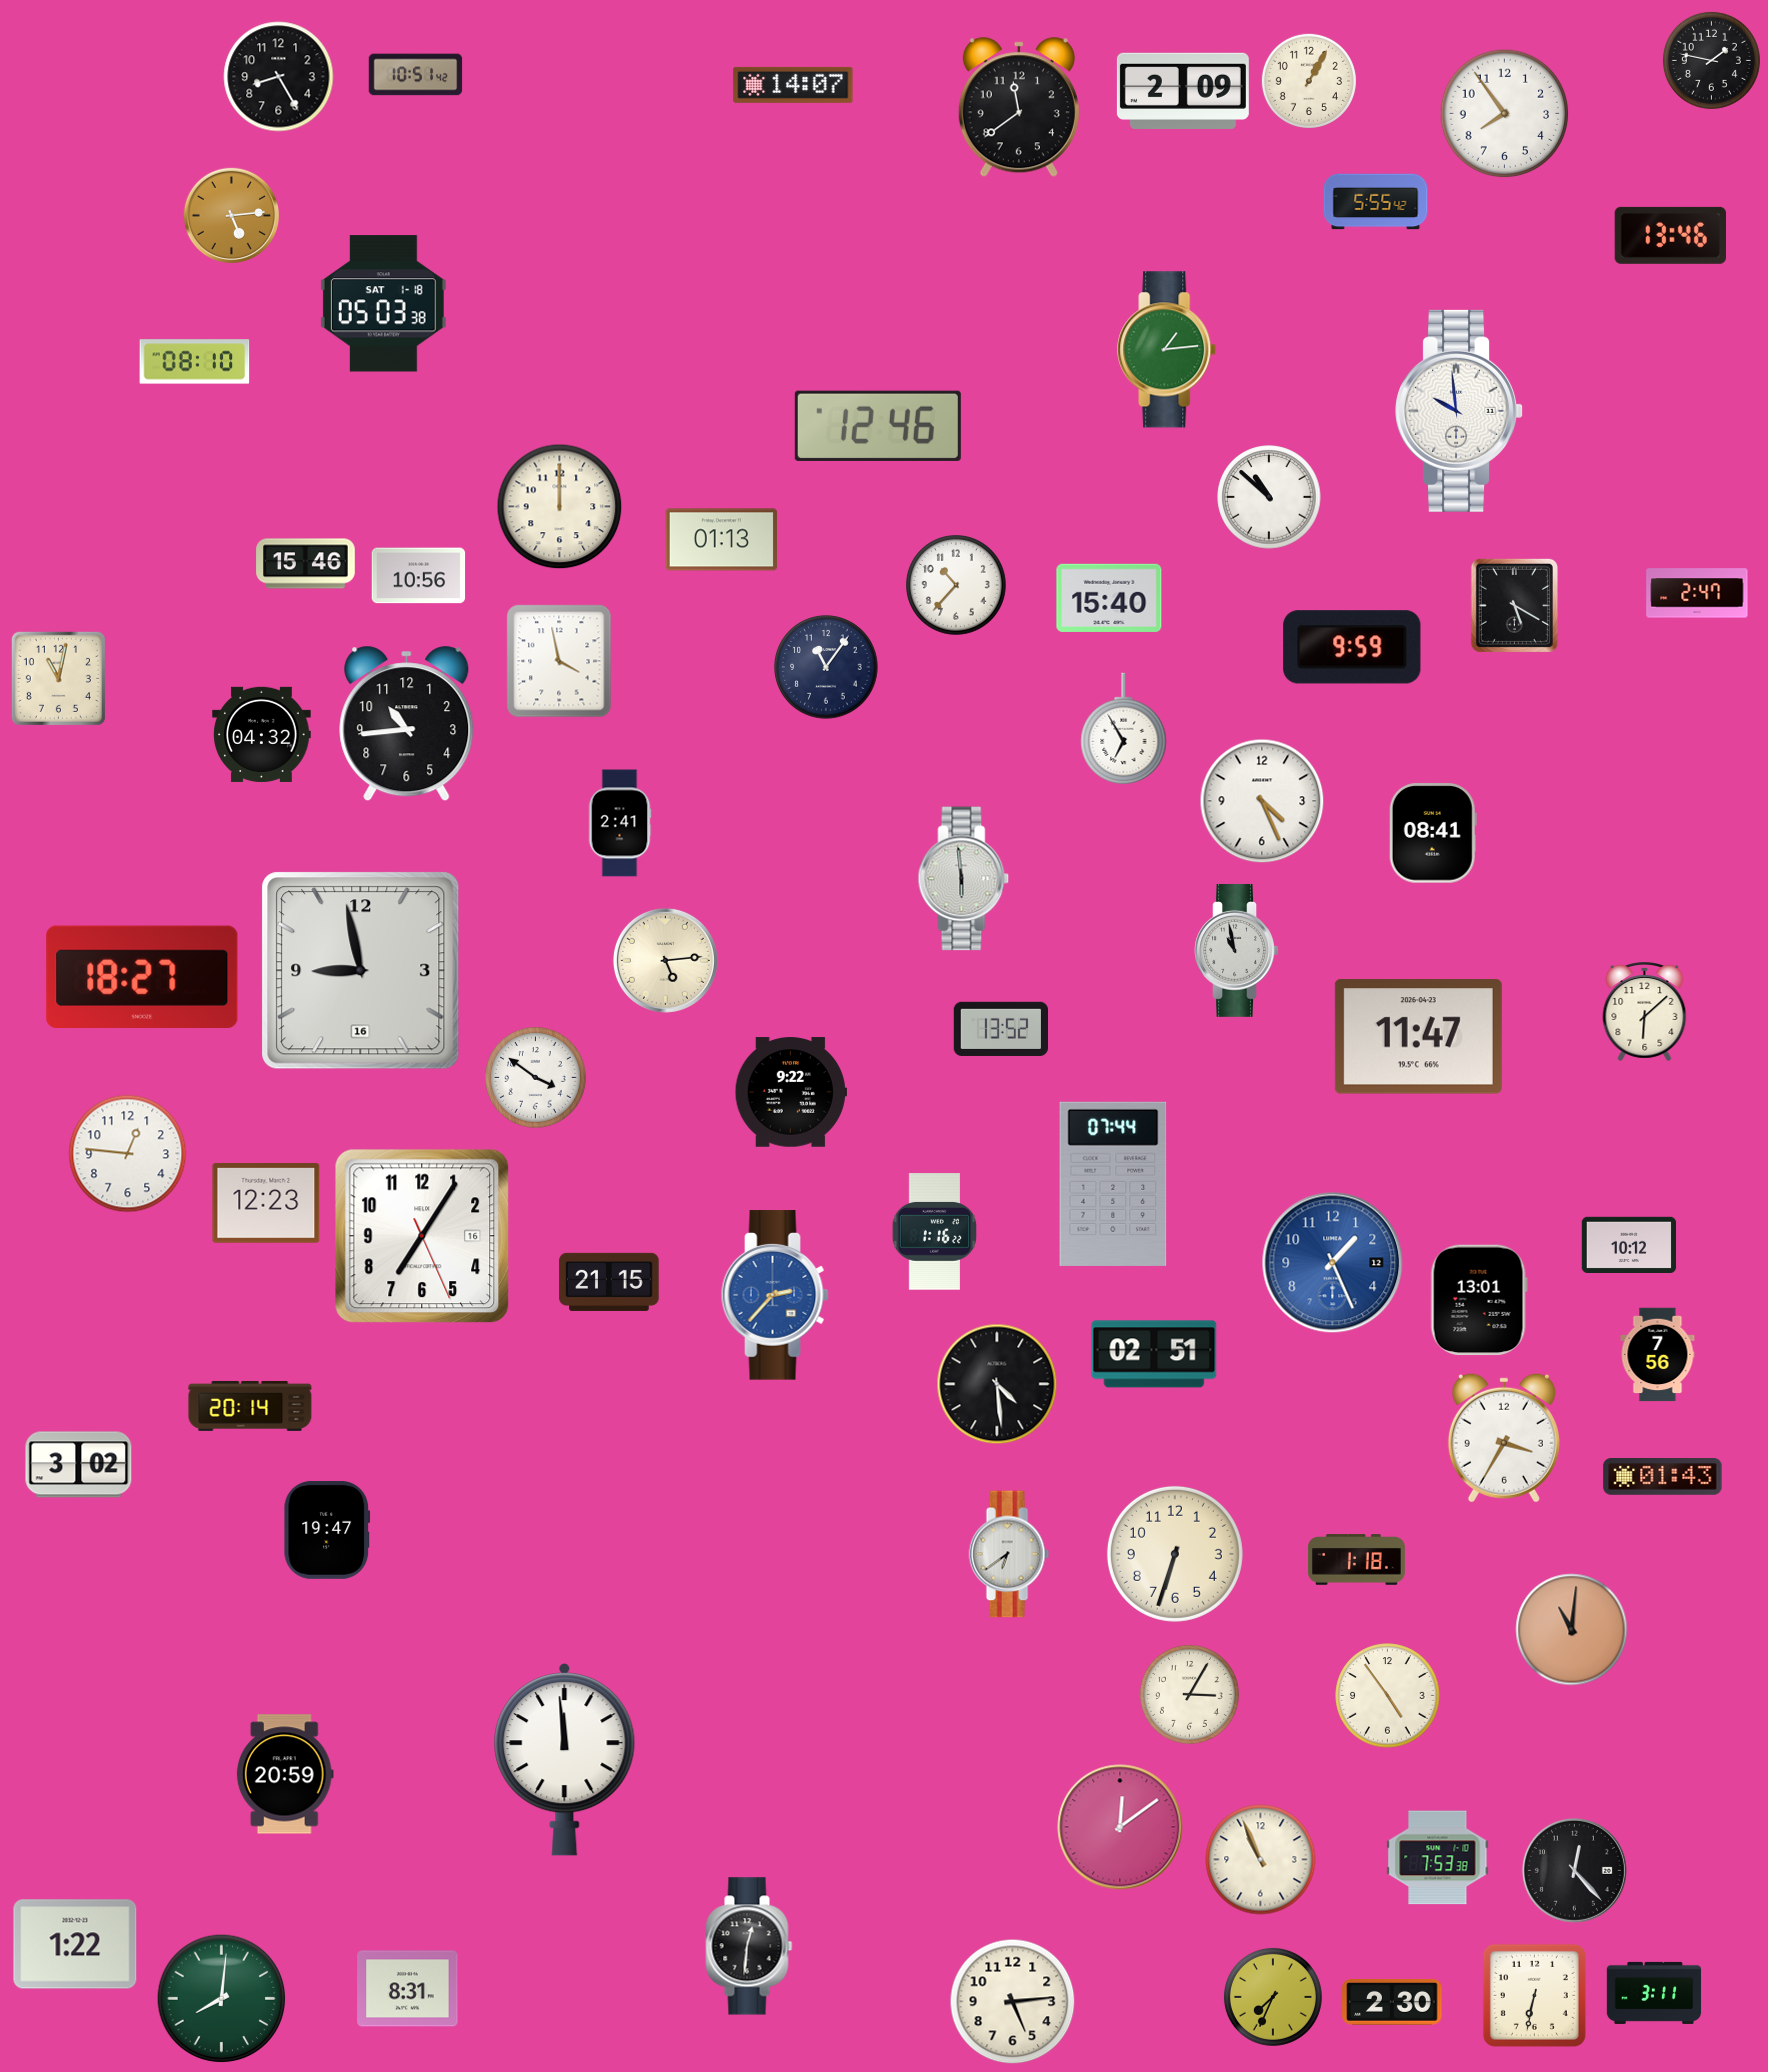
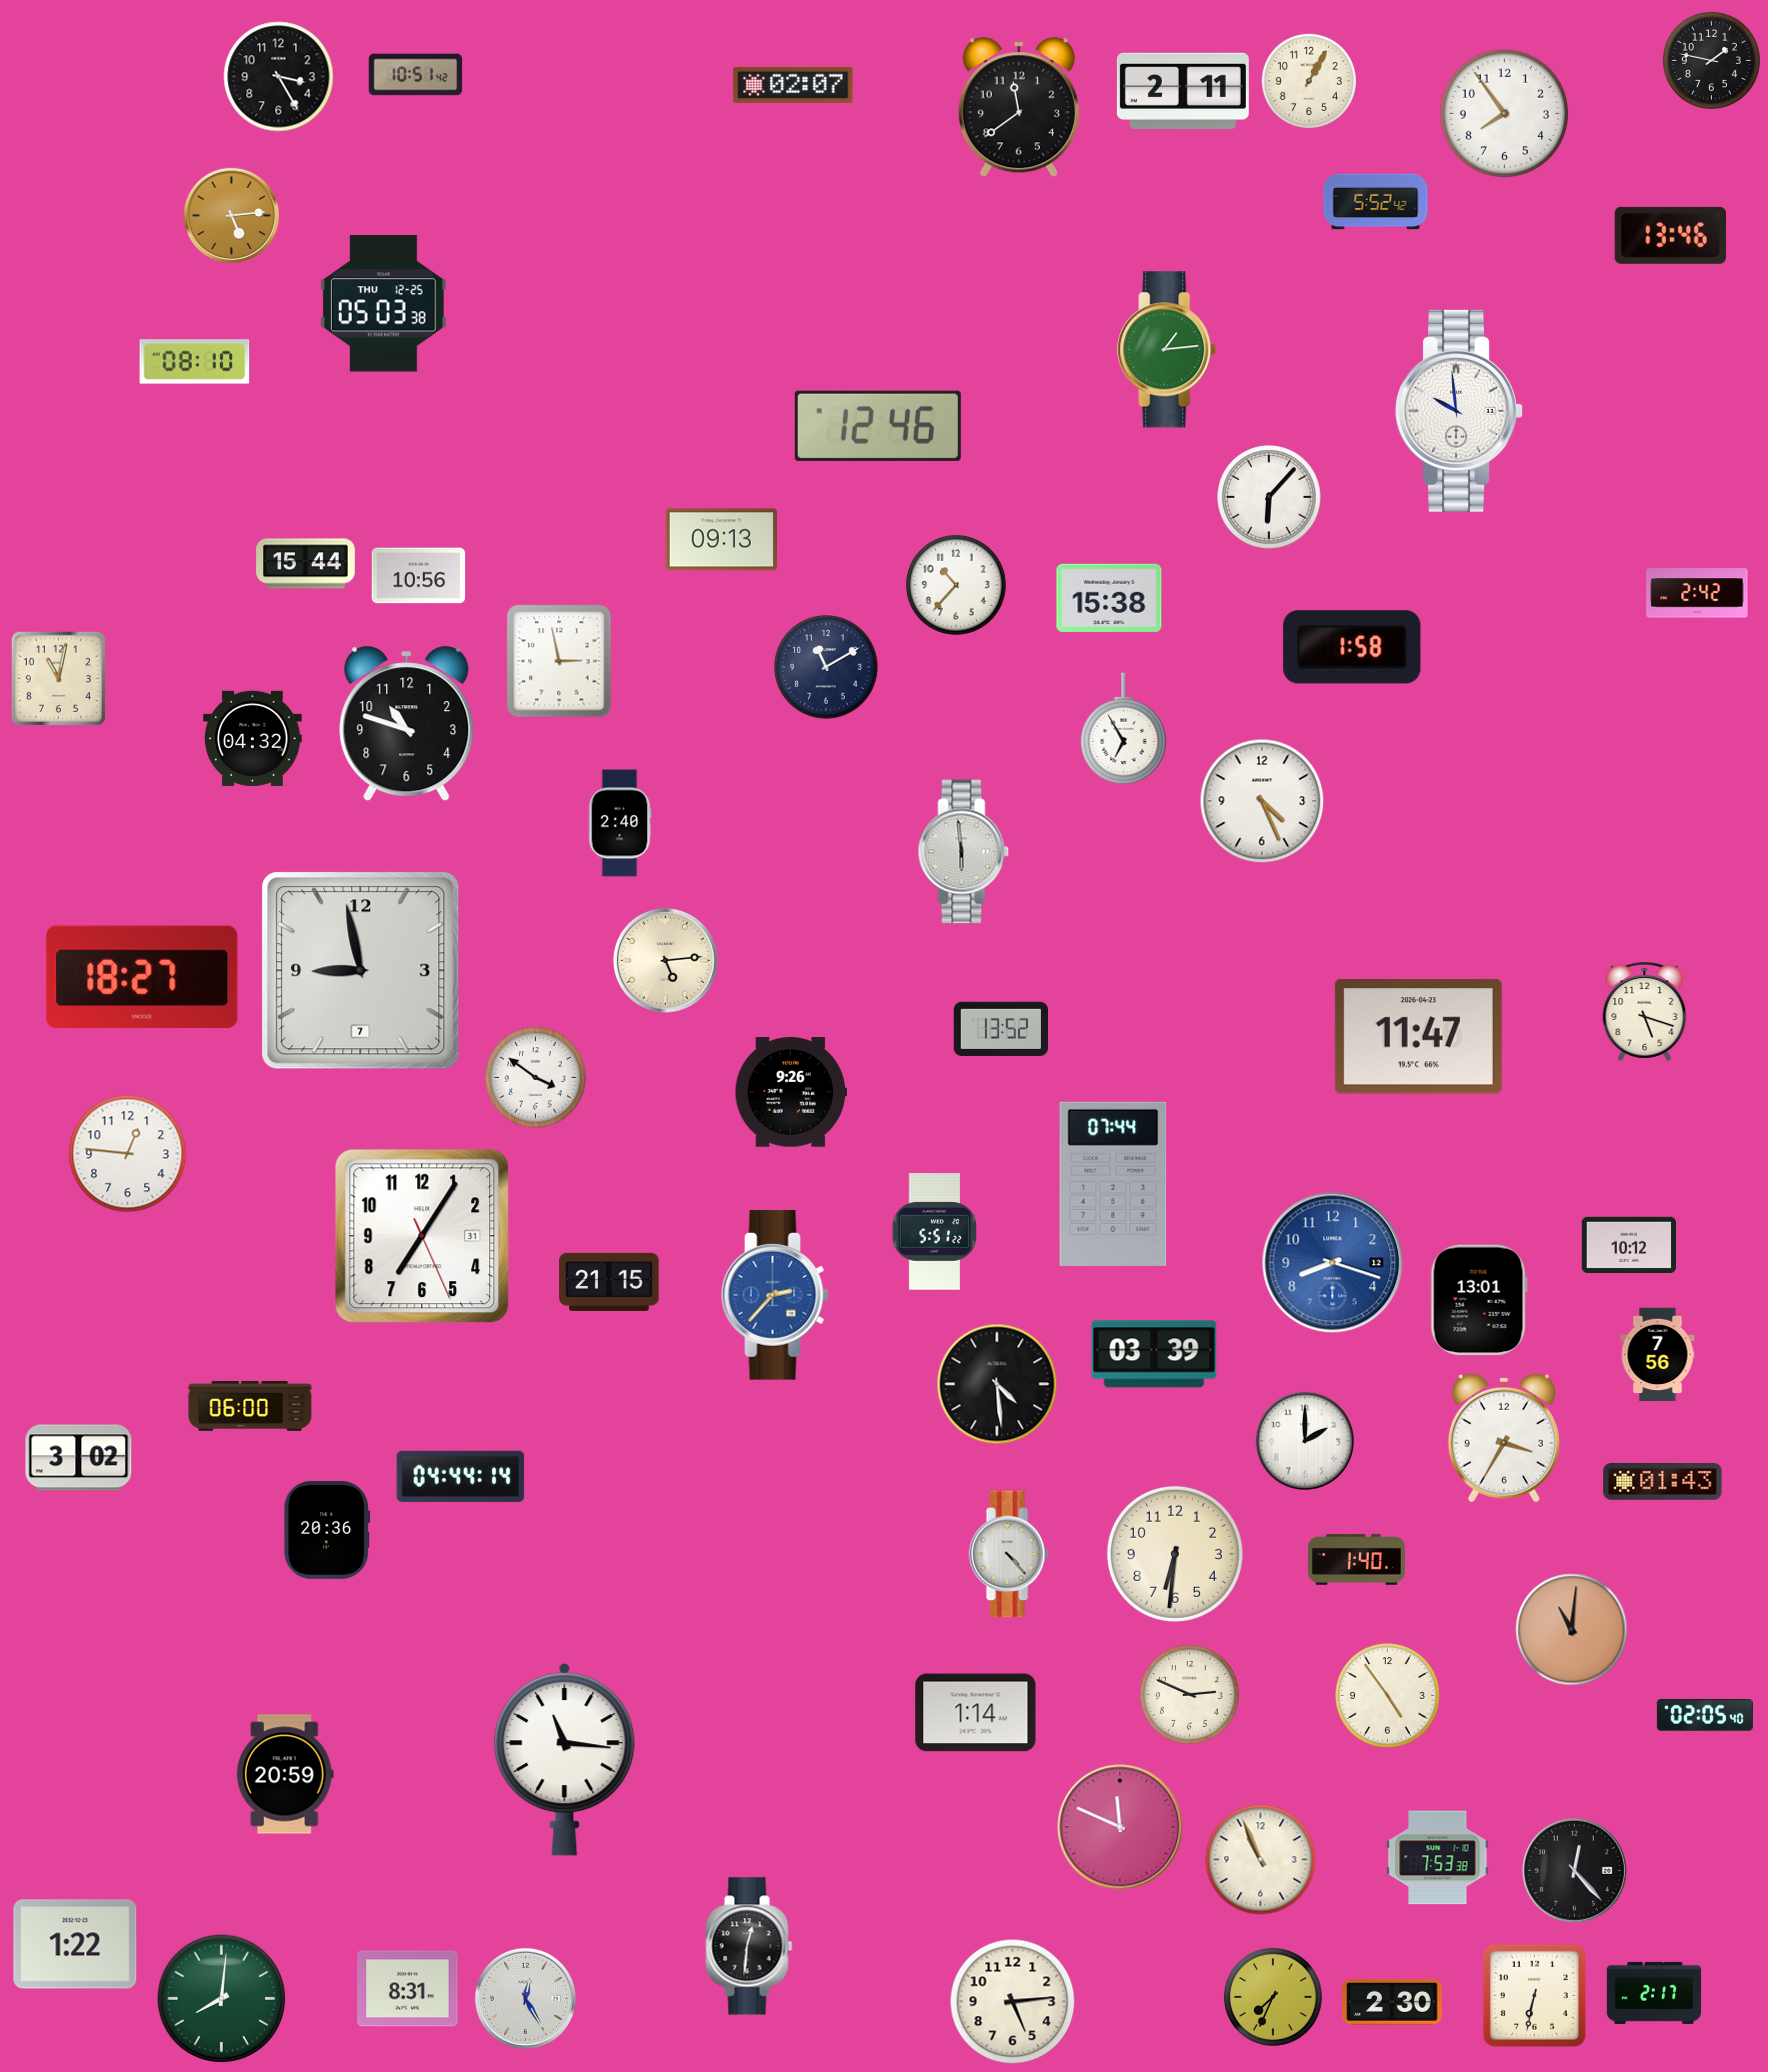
clock at (279, 77): 8:25 -> 3:25
clock at (793, 85): 14:07 -> 02:07
clock at (1183, 90): 2:09 -> 2:11
clock at (1376, 202): 5:55 -> 5:52
clock at (383, 304) date: SAT 1-18 -> THU 12-25
clock at (1269, 497): 10:52 -> 6:07
clock at (560, 507): 12:00 -> none
clock at (721, 540): 01:13 -> 09:13
clock at (306, 564): 15:46 -> 15:44
clock at (1697, 593): 2:47 -> 2:42
clock at (1109, 598): 15:40 -> 15:38
clock at (1514, 605): 5:20 -> none
clock at (1352, 647): 9:59 -> 1:58
clock at (559, 661): 3:58 -> 2:58
clock at (826, 667): 11:06 -> 11:10
clock at (407, 724): 10:44 -> 10:48
clock at (262, 734) position: (262, 734) -> (253, 738)
clock at (620, 823): 2:41 -> 2:40
clock at (1433, 833): 08:41 -> none
clock at (964, 879) position: (964, 879) -> (964, 852)
clock at (1236, 950): 10:58 -> none
clock at (361, 971) date: 16 -> 7
clock at (1645, 1011): 6:08 -> 5:18
clock at (791, 1092): 9:22 -> 9:26
clock at (266, 1204): 12:23 -> none
clock at (935, 1232): 1:16 -> 5:51
clock at (422, 1236) date: 16 -> 31
clock at (1333, 1263): 1:26 -> 8:18
clock at (1154, 1354): 02:51 -> 03:39
clock at (250, 1406): 20:14 -> 06:00
clock at (1305, 1441): none -> 2:00
clock at (79, 1465) position: (79, 1465) -> (79, 1458)
clock at (461, 1476): none -> 04:44
clock at (1663, 1477) position: (1663, 1477) -> (1663, 1482)
clock at (327, 1530): 19:47 -> 20:36
clock at (1009, 1554): 6:39 -> 4:23
clock at (1175, 1554): 6:33 -> 6:31
clock at (1356, 1560): 1:18 -> 1:40
clock at (1189, 1694): 3:05 -> 2:49
clock at (976, 1713): none -> 1:14
clock at (1705, 1715): none -> 02:05
clock at (565, 1760): 11:59 -> 11:16
clock at (1120, 1827): 12:09 -> 11:49
clock at (1654, 1993): 3:11 -> 2:17
clock at (525, 1998): none -> 12:25
